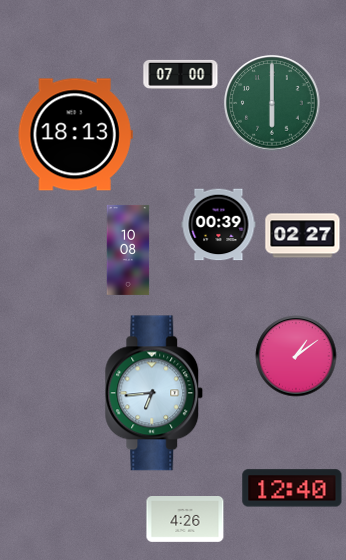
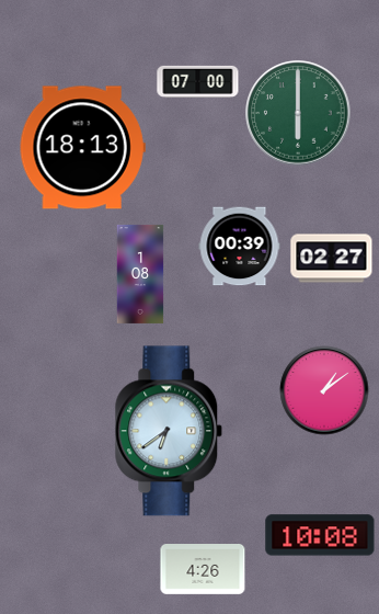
clock at (128, 250): 10:08 -> 1:08
clock at (154, 393): 6:44 -> 6:39
clock at (292, 488): 12:40 -> 10:08
